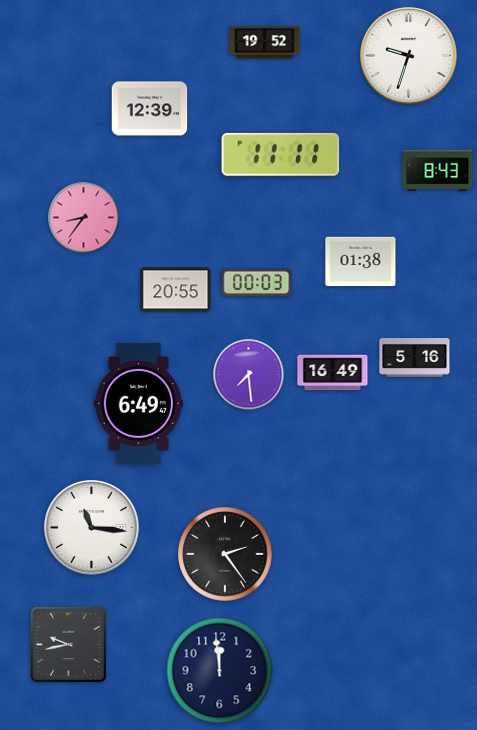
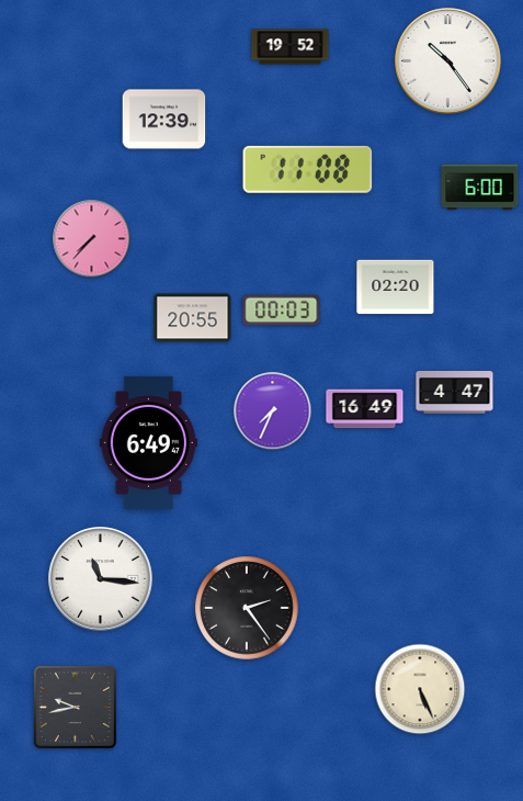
clock at (409, 56): 9:33 -> 10:24
clock at (281, 154): 11:11 -> 11:08
clock at (438, 171): 8:43 -> 6:00
clock at (84, 218): 8:36 -> 7:37
clock at (361, 262): 01:38 -> 02:20
clock at (415, 358): 5:16 -> 4:47
clock at (249, 375): 7:29 -> 7:34
clock at (138, 403) position: (138, 403) -> (148, 442)
clock at (420, 689): none -> 5:26
clock at (220, 671): 11:59 -> none
